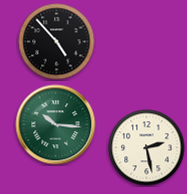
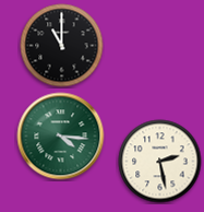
clock at (57, 42): 4:53 -> 11:00
clock at (56, 125): 10:16 -> 4:16
